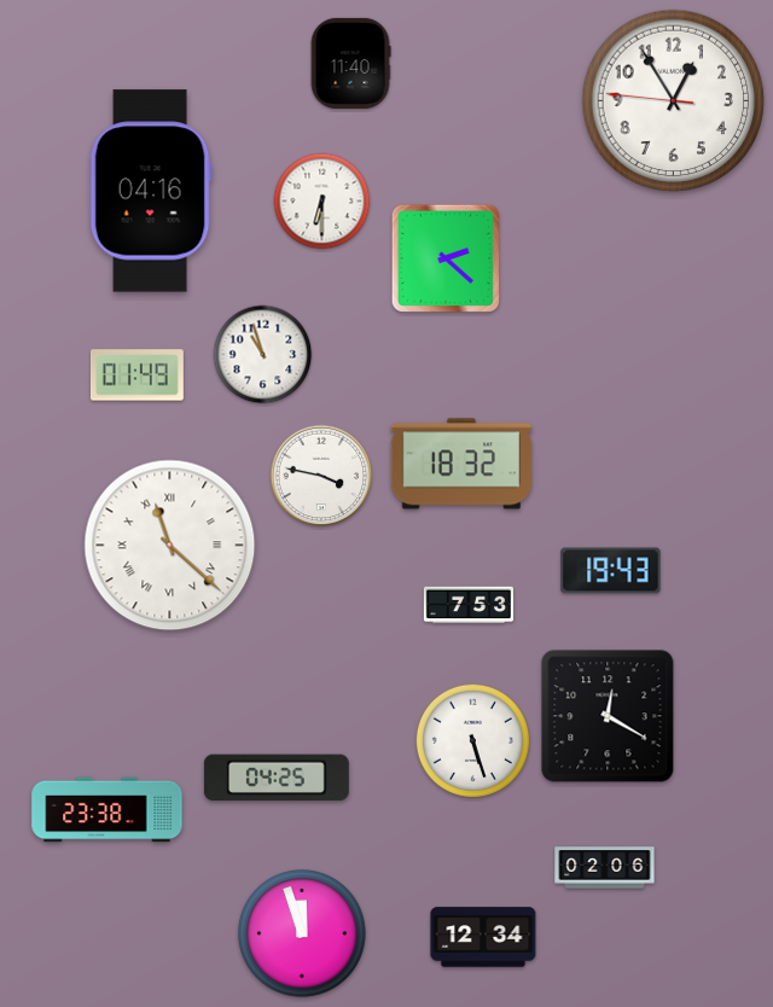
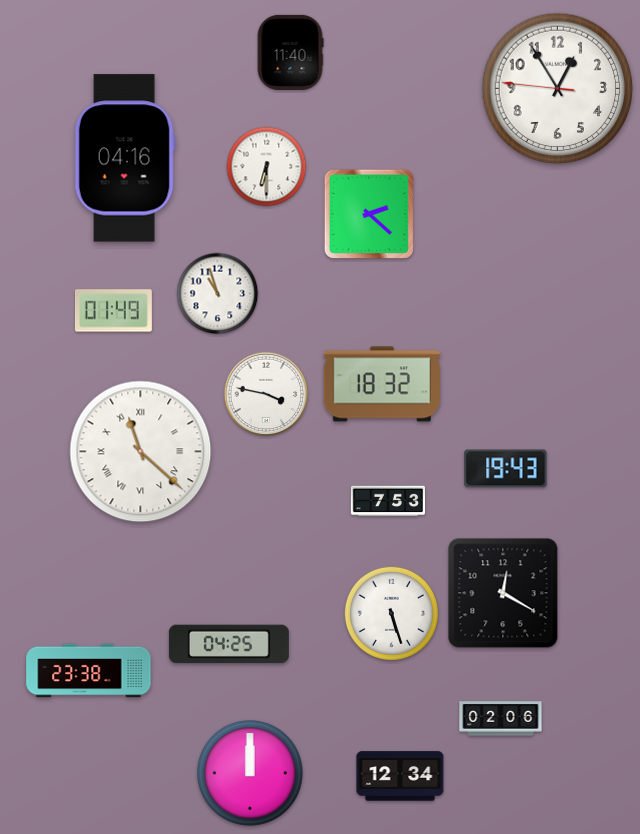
clock at (674, 101) position: (674, 101) -> (558, 89)
clock at (611, 571) position: (611, 571) -> (506, 469)
clock at (303, 935): 11:57 -> 12:00
